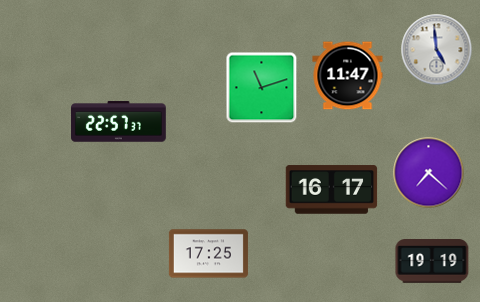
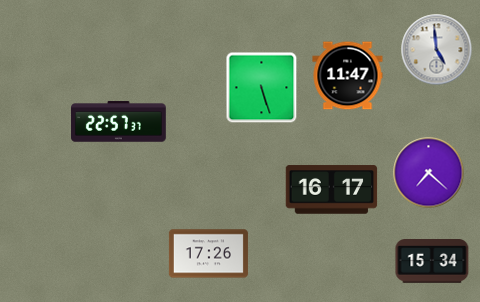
clock at (262, 88): 11:12 -> 5:27
clock at (208, 254): 17:25 -> 17:26
clock at (432, 262): 19:19 -> 15:34
